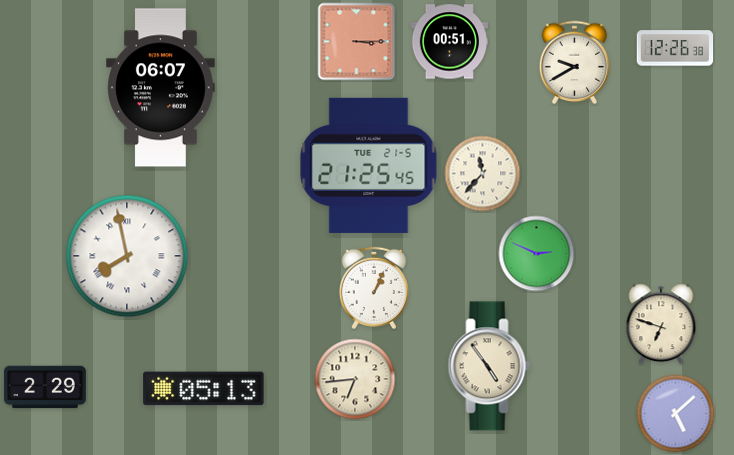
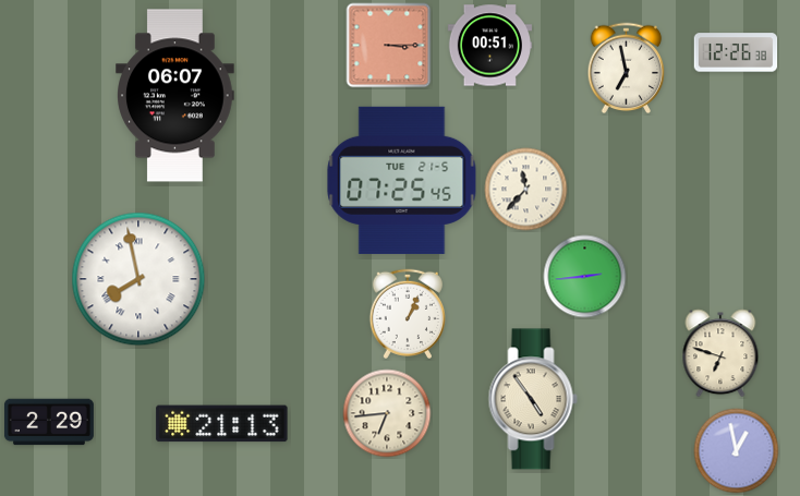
clock at (575, 63): 9:40 -> 6:58
clock at (369, 165): 21:25 -> 07:25
clock at (537, 254): 2:49 -> 2:44
clock at (204, 389): 05:13 -> 21:13
clock at (676, 414): 5:08 -> 12:58
